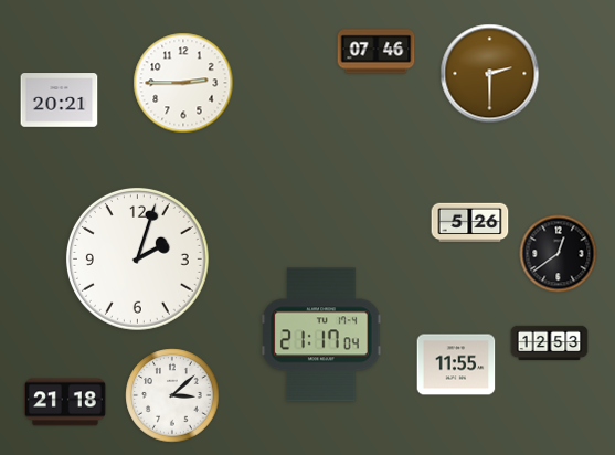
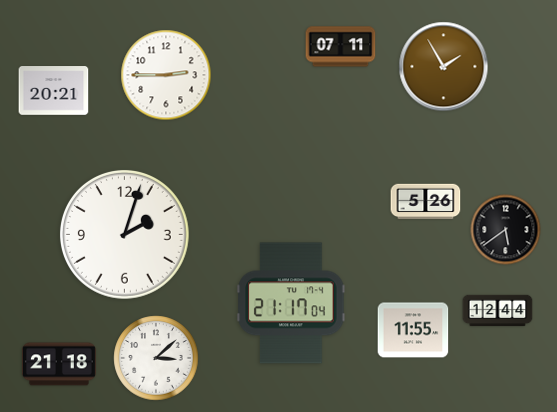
clock at (377, 52): 07:46 -> 07:11
clock at (490, 74): 2:30 -> 1:55
clock at (559, 254): 12:39 -> 5:39
clock at (550, 343): 12:53 -> 12:44
